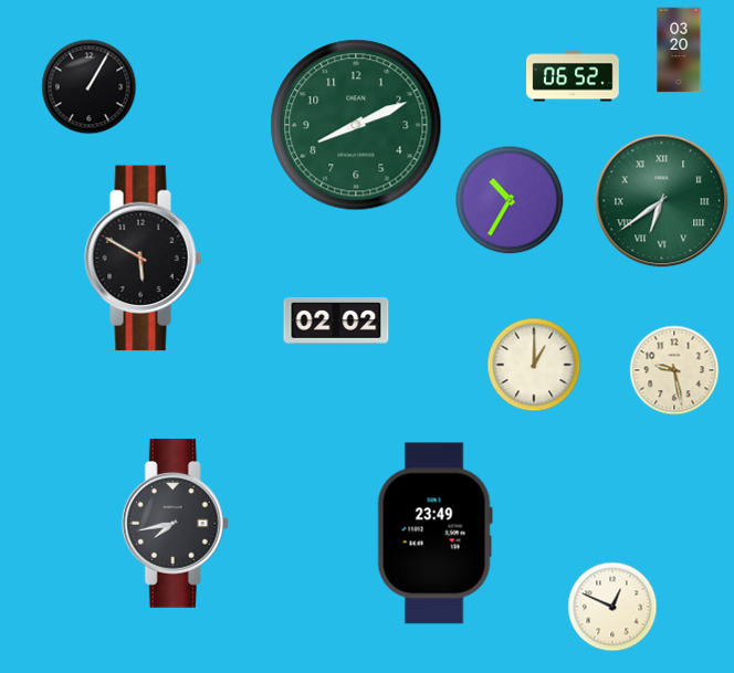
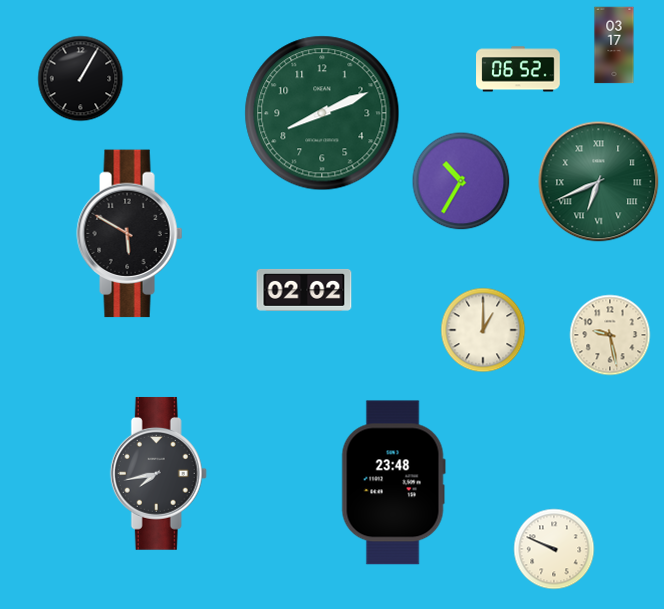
clock at (679, 50): 03:20 -> 03:17
clock at (662, 201): 6:39 -> 6:41
clock at (434, 534): 23:49 -> 23:48
clock at (612, 607): 12:49 -> 9:49
